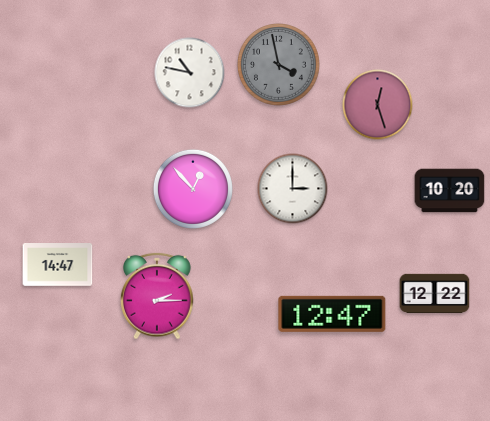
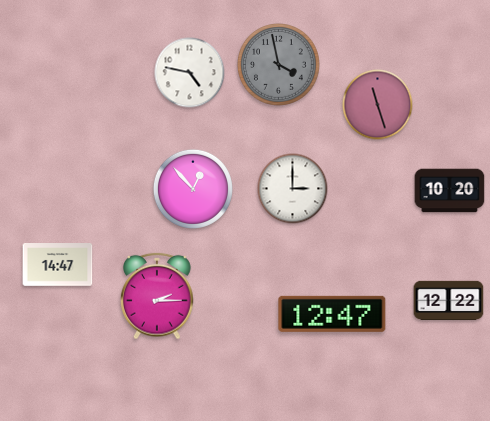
clock at (190, 73): 10:47 -> 4:47
clock at (378, 105): 12:27 -> 11:27
clock at (435, 294) position: (435, 294) -> (449, 301)
